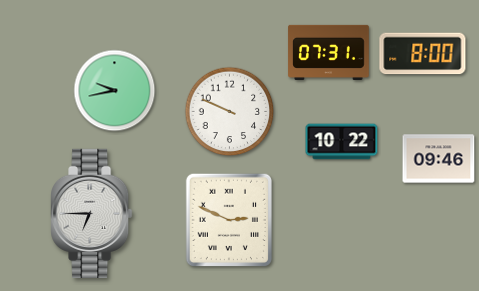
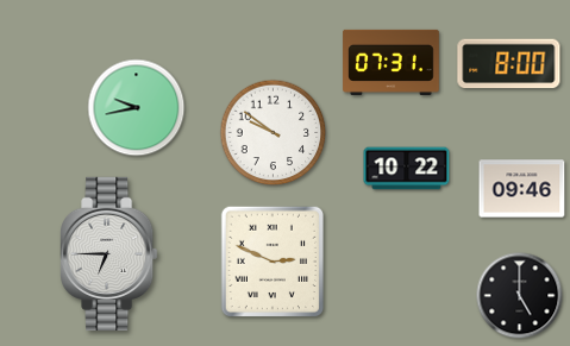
clock at (423, 54) position: (423, 54) -> (509, 64)
clock at (230, 112): 9:49 -> 9:51
clock at (520, 296): none -> 5:00
